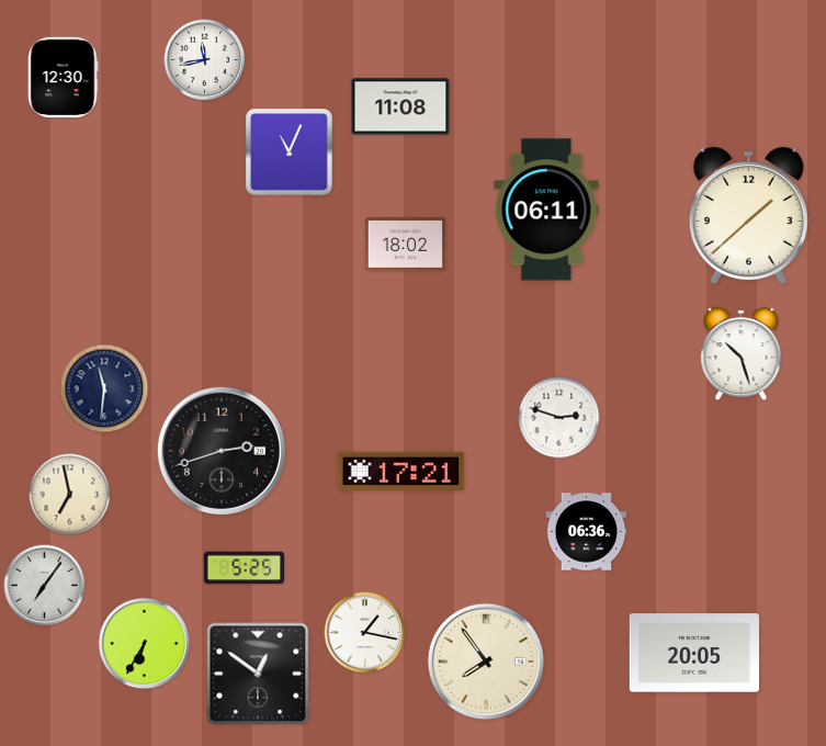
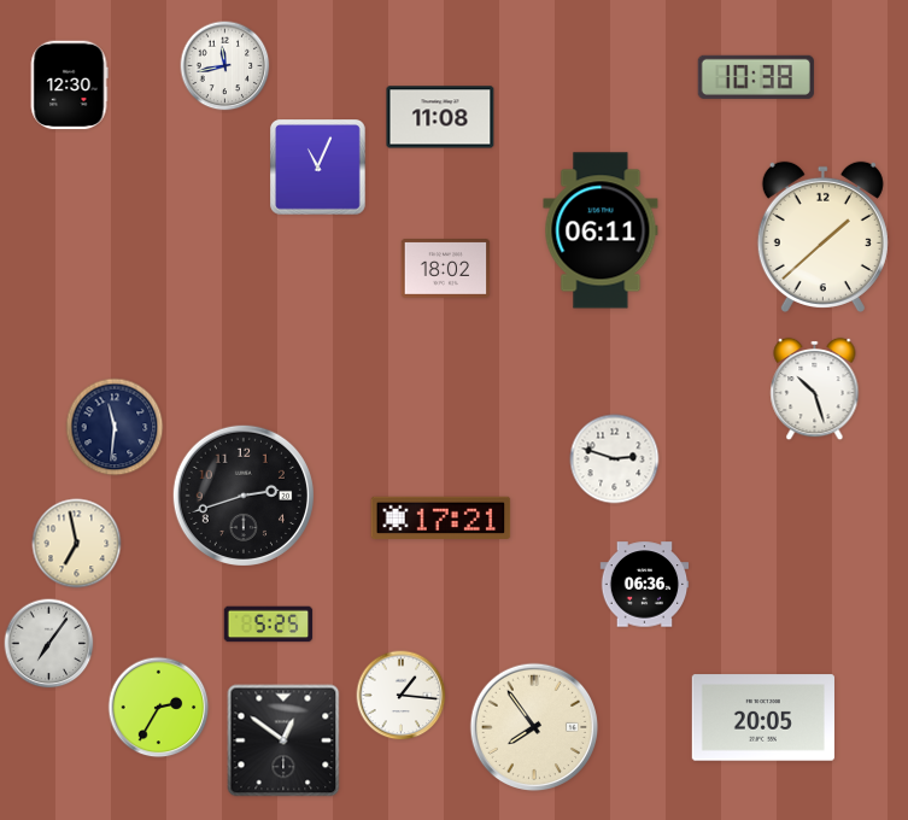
clock at (756, 77): none -> 10:38
clock at (365, 633): 1:17 -> 1:16
clock at (145, 644): 6:35 -> 2:35
